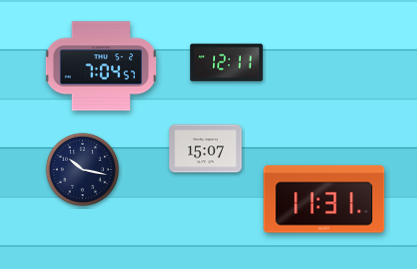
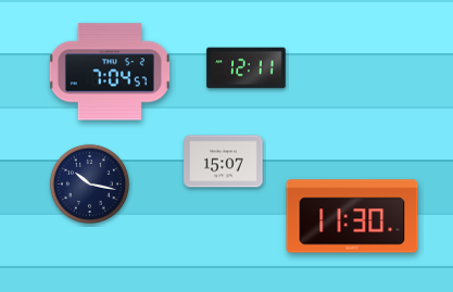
clock at (324, 199): 11:31 -> 11:30
